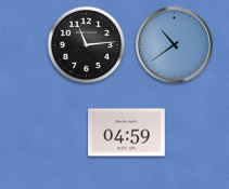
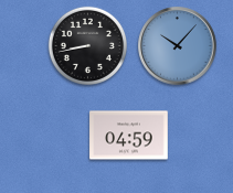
clock at (86, 44): 11:14 -> 8:43
clock at (175, 45): 10:39 -> 10:07
